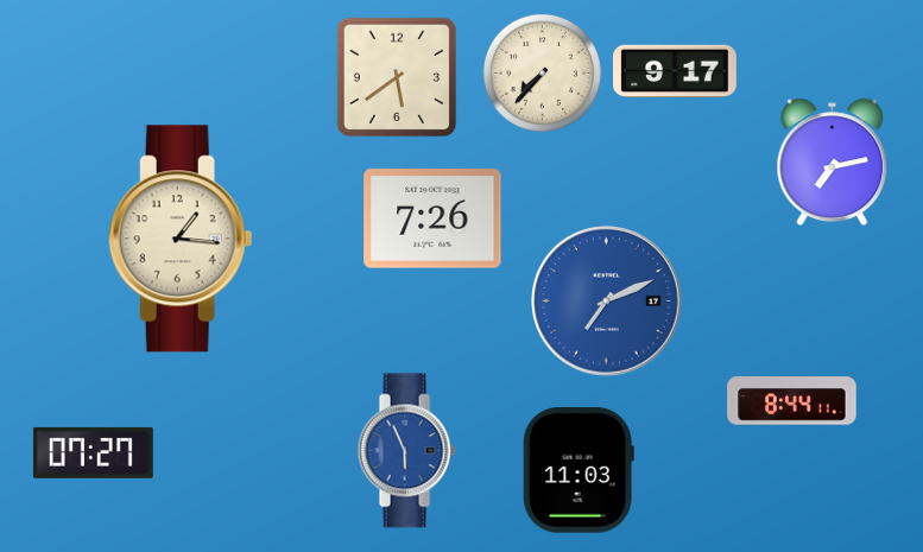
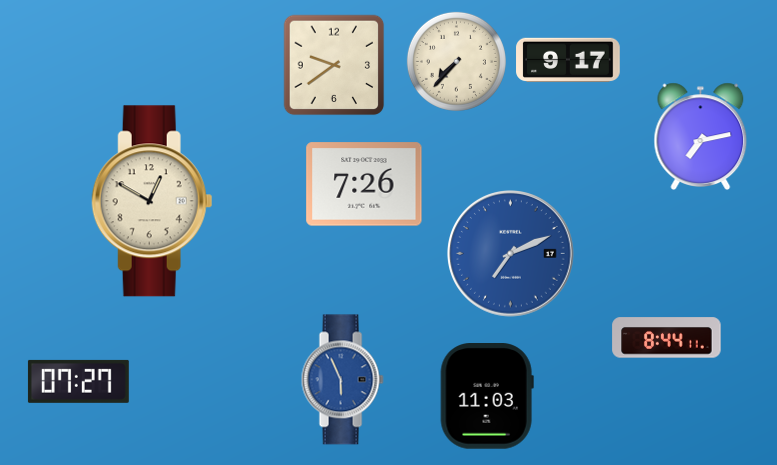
clock at (397, 77): 5:39 -> 9:39
clock at (181, 239): 1:16 -> 12:50
